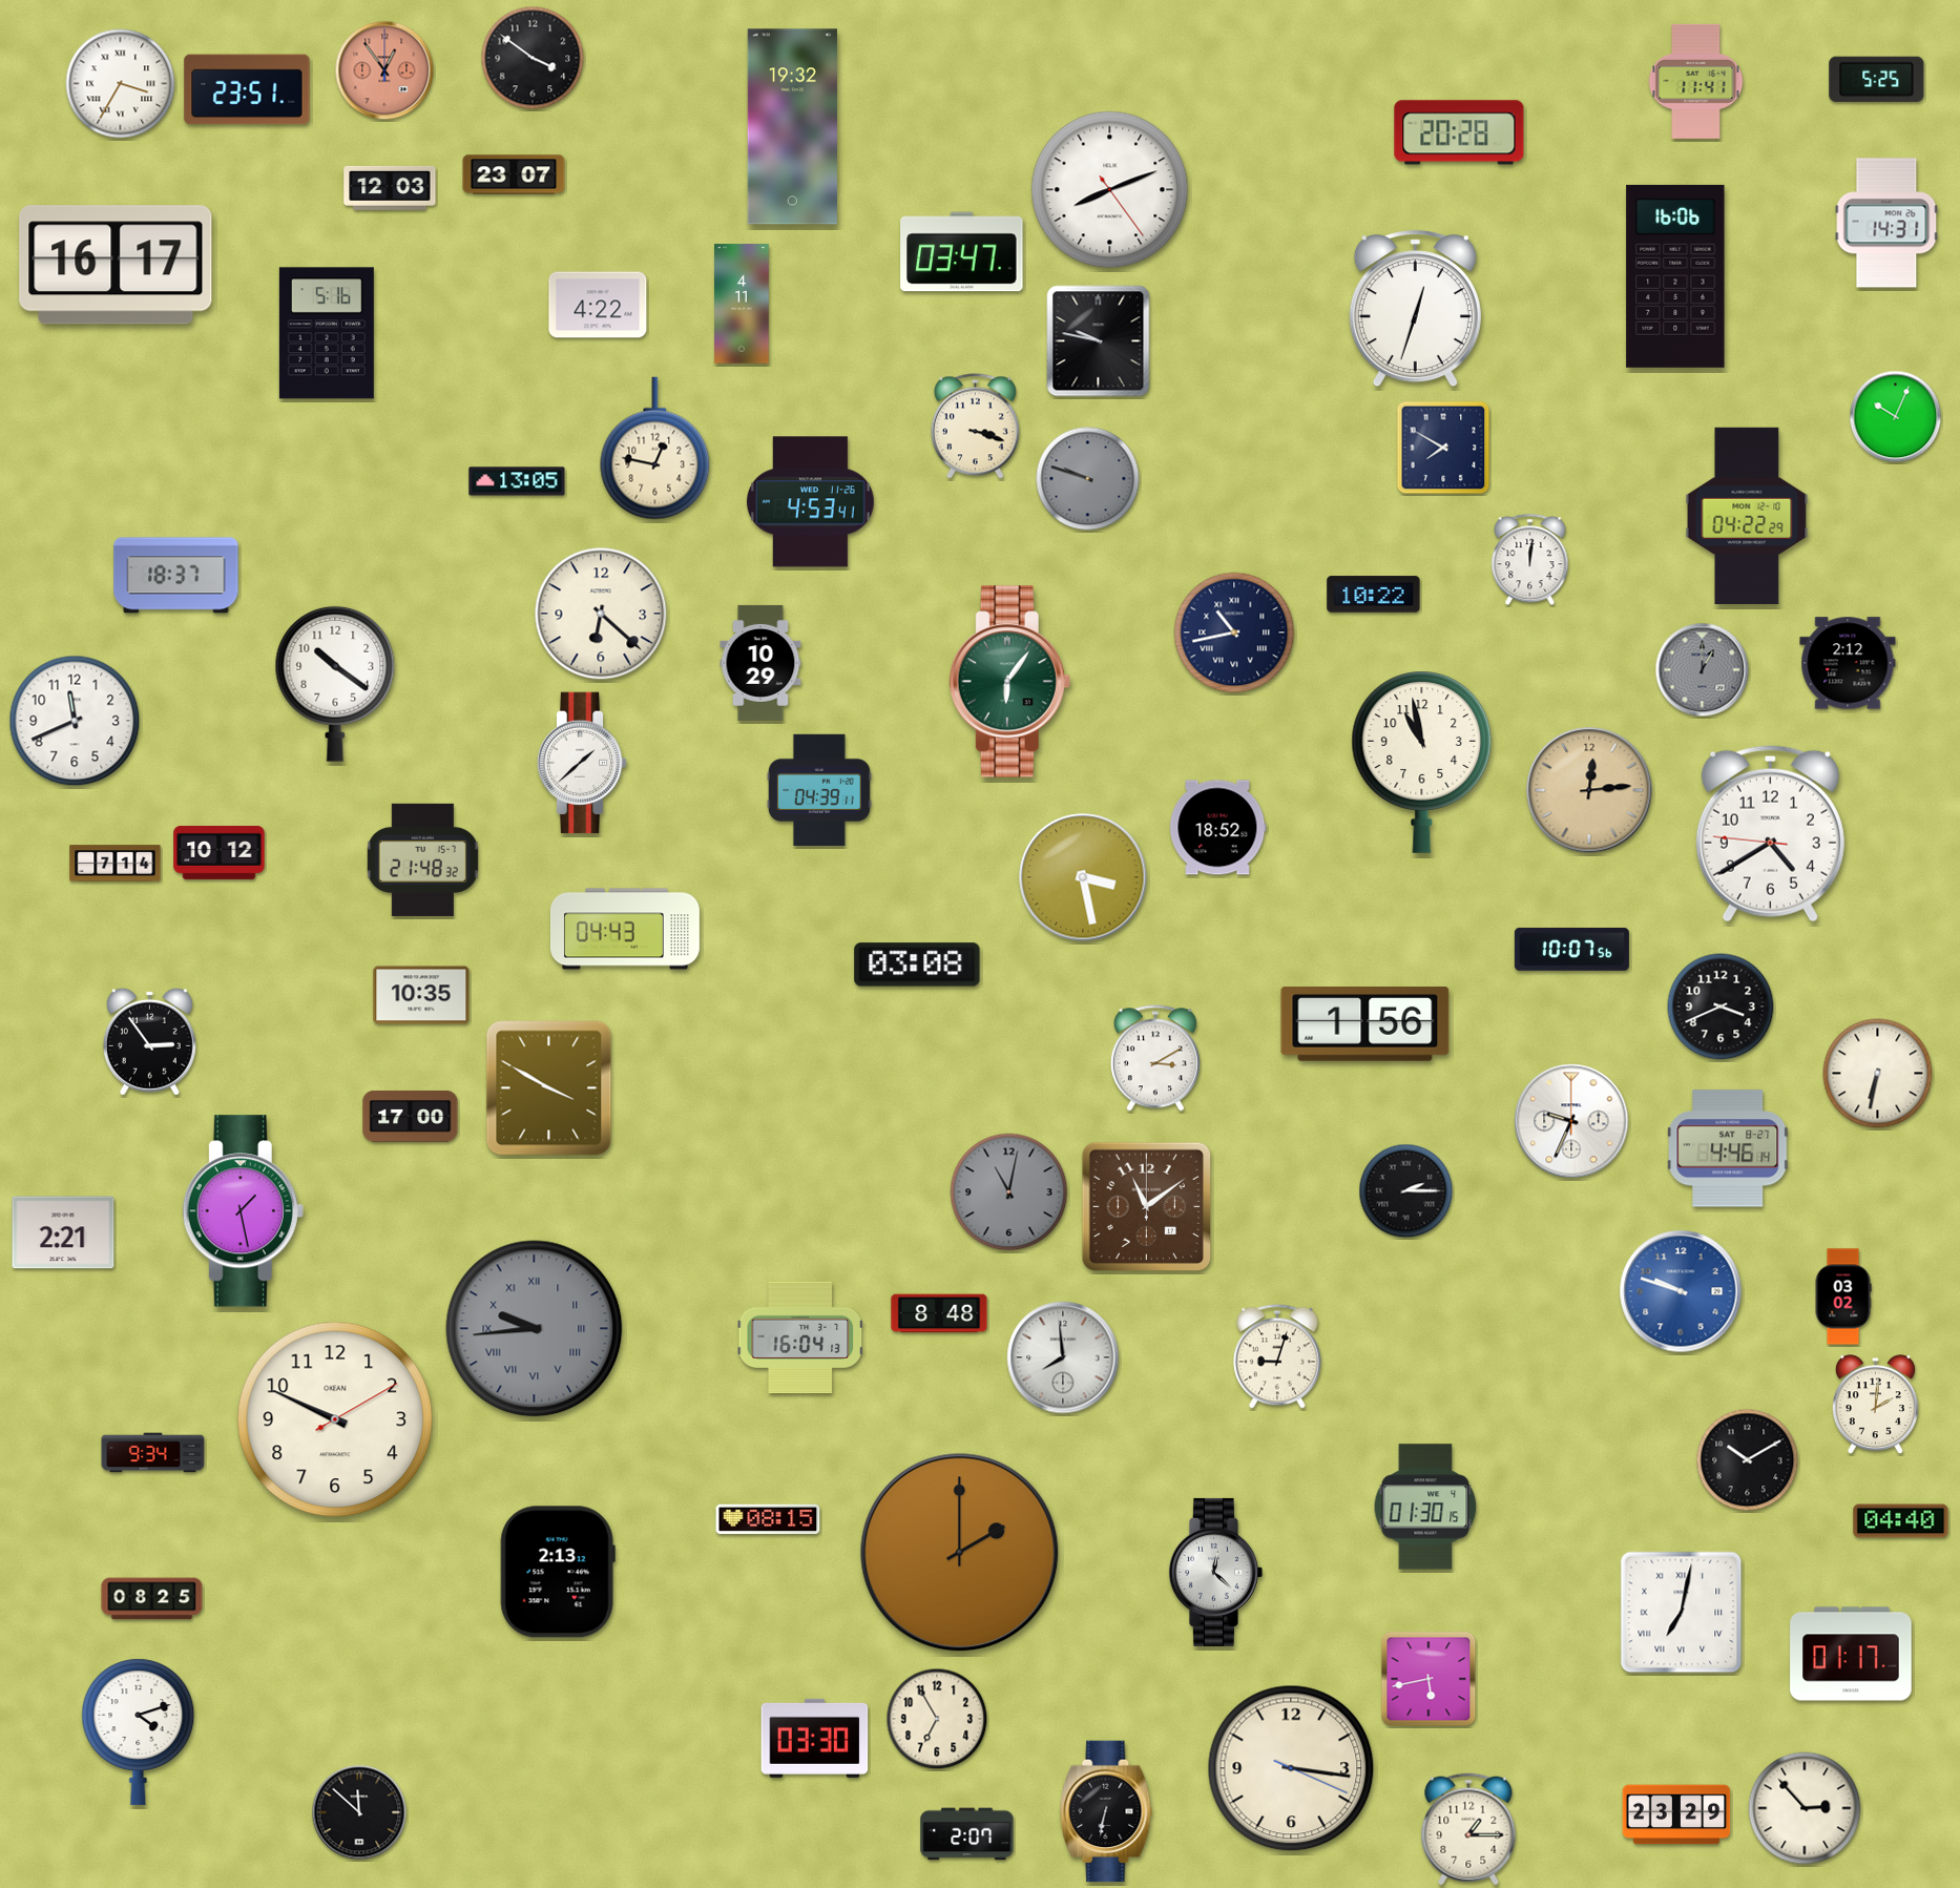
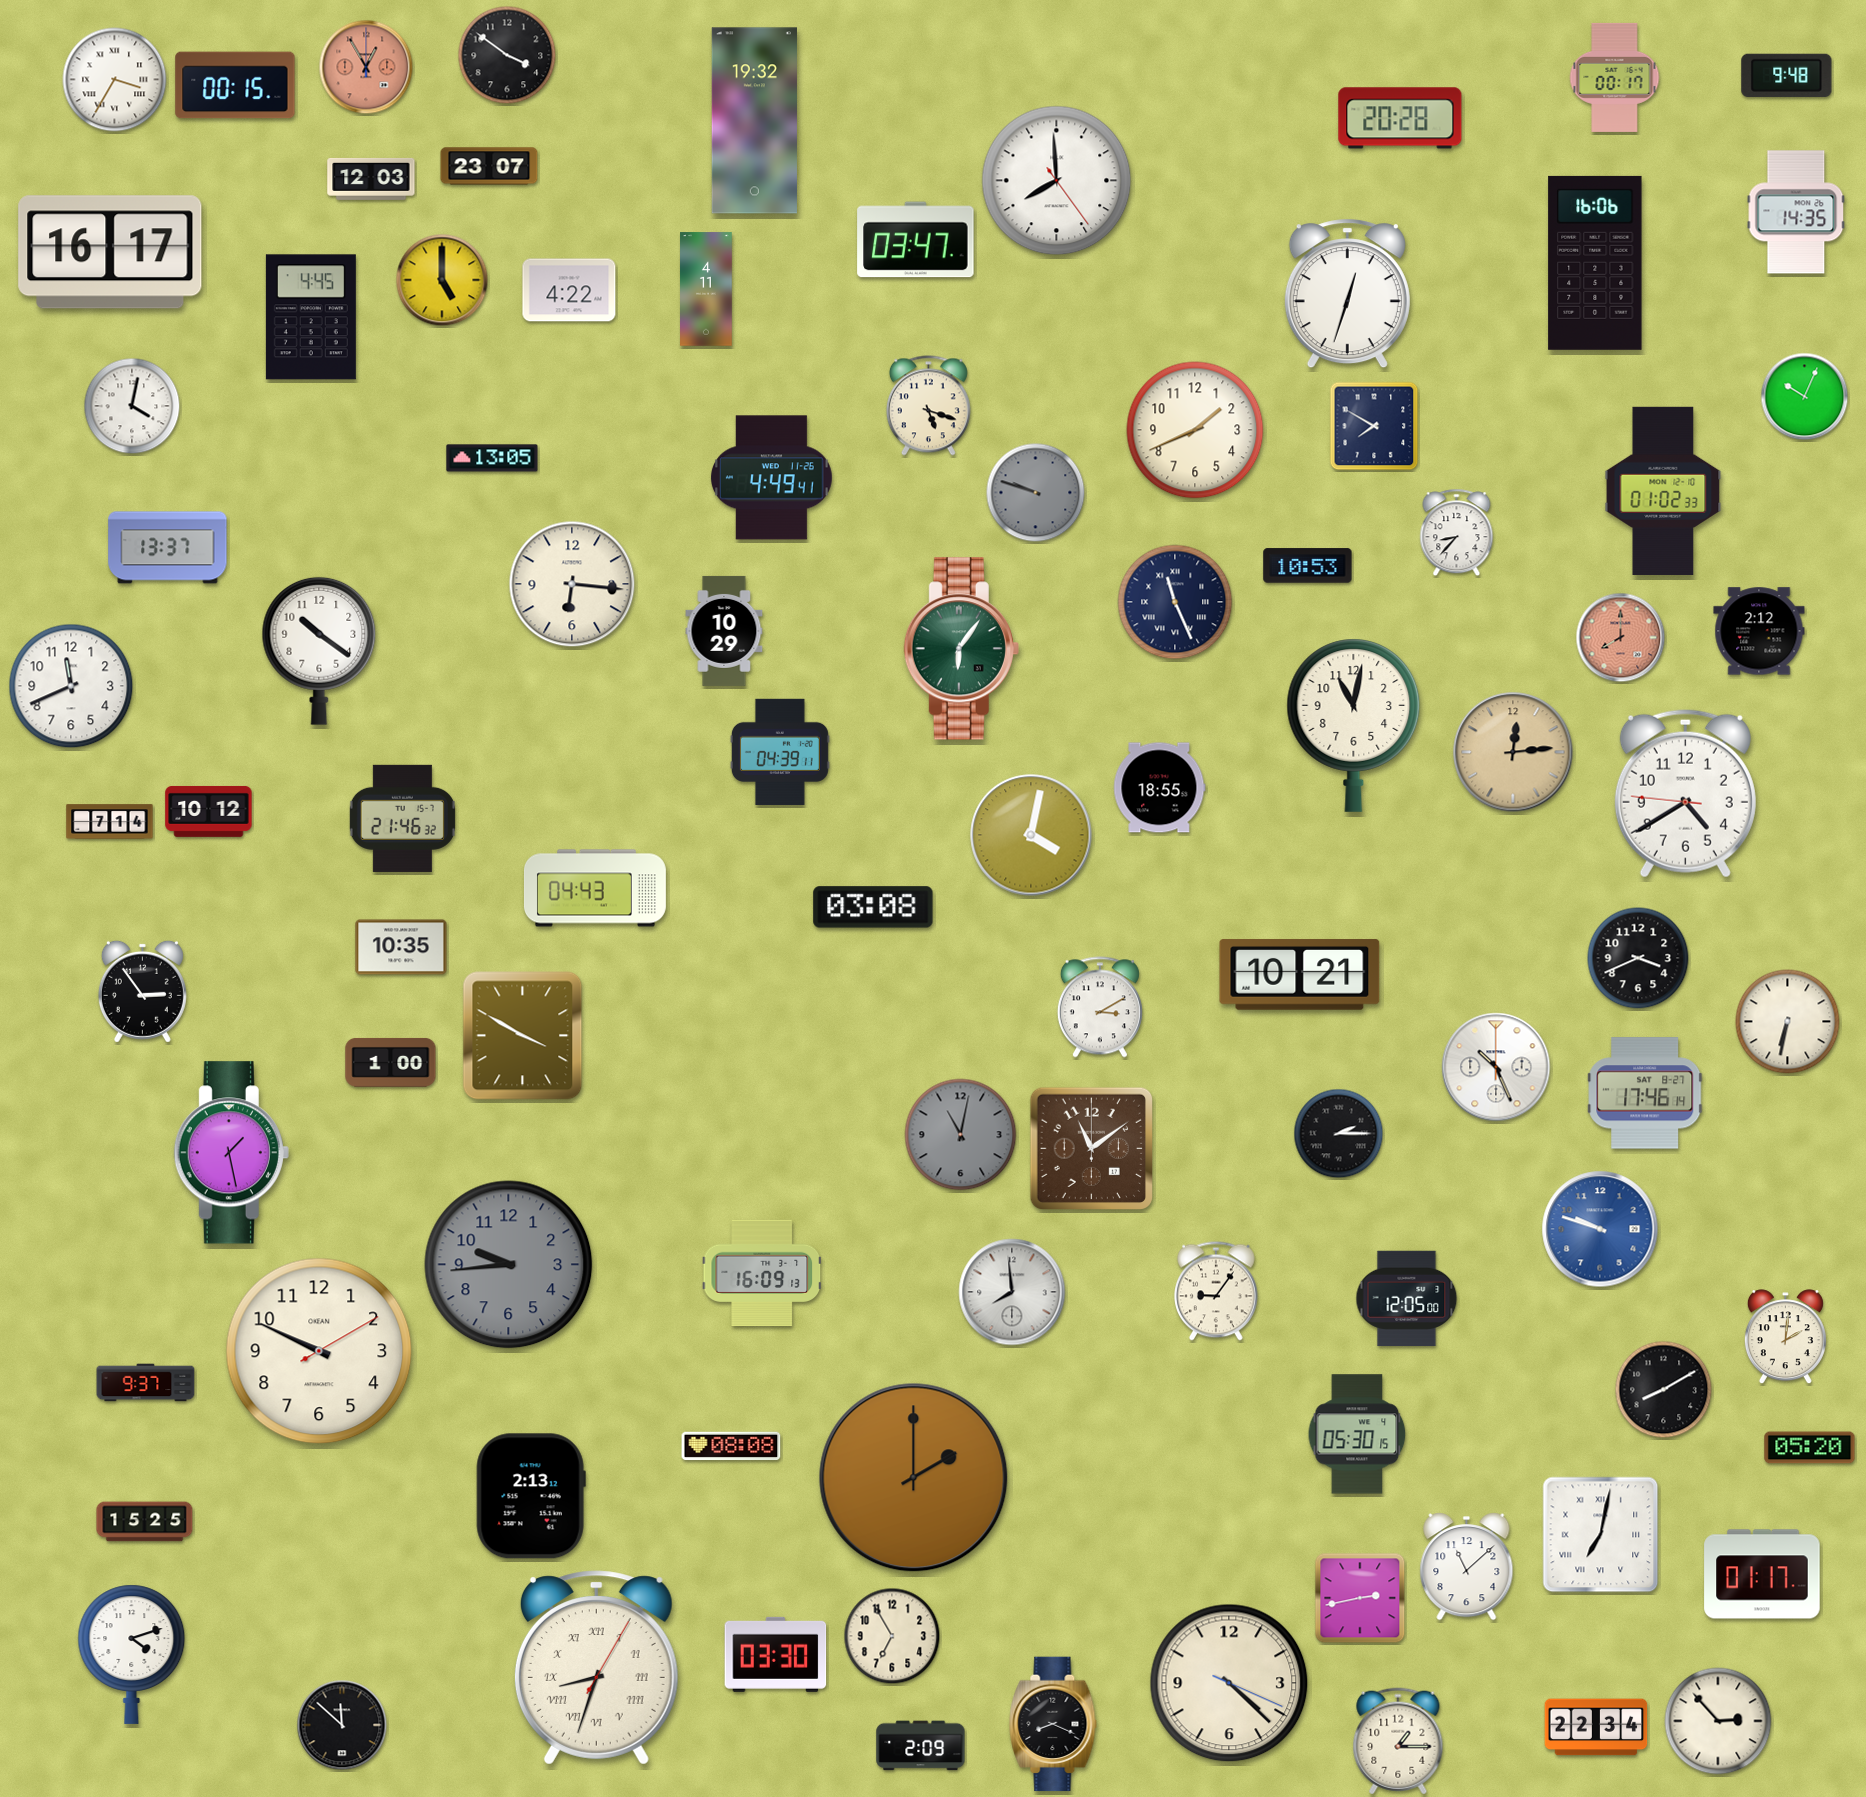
clock at (384, 70): 12:54 -> 12:55
clock at (1877, 79): 5:25 -> 9:48
clock at (1696, 81): 11:41 -> 00:17
clock at (247, 89): 23:51 -> 00:15
clock at (1459, 132) position: (1459, 132) -> (1400, 118)
clock at (1110, 190): 8:11 -> 7:59
clock at (1886, 223): 14:31 -> 14:35
clock at (442, 280): none -> 5:00
clock at (327, 333): 5:16 -> 4:45
clock at (1099, 341): 9:47 -> none
clock at (132, 406): none -> 4:02
clock at (975, 427): 3:18 -> 5:18
clock at (655, 449): 12:47 -> none
clock at (1195, 430): none -> 1:41
clock at (1088, 479) position: (1088, 479) -> (1036, 493)
clock at (810, 502): 4:53 -> 4:49
clock at (1747, 516): 04:22 -> 01:02
clock at (1530, 560): 12:01 -> 8:37
clock at (176, 576): 18:37 -> 13:37
clock at (1374, 595): 10:22 -> 10:53
clock at (601, 614): 6:22 -> 6:16
clock at (1234, 632): 10:43 -> 11:26
clock at (1703, 670): 1:00 -> 8:00
clock at (1703, 670) dial: grey -> salmon
clock at (1422, 762): 10:58 -> 11:02
clock at (582, 763): 1:38 -> none
clock at (1218, 828): 18:52 -> 18:55
clock at (422, 859): 21:48 -> 21:46
clock at (1083, 877): 3:28 -> 4:02
clock at (625, 929) position: (625, 929) -> (595, 888)
clock at (1571, 949): 10:07 -> none
clock at (917, 964) position: (917, 964) -> (873, 907)
clock at (1365, 1024): 1:56 -> 10:21
clock at (411, 1116): 17:00 -> 1:00
clock at (1571, 1121): 9:34 -> 10:26
clock at (1728, 1148): 4:46 -> 17:46
clock at (63, 1232): 2:21 -> none
clock at (1843, 1296): 03:02 -> none
clock at (939, 1313): 8:48 -> none
clock at (535, 1329) numerals: Roman -> Arabic
clock at (800, 1337): 16:04 -> 16:09
clock at (1278, 1356): 9:03 -> 9:06
clock at (1407, 1299): none -> 12:05
clock at (153, 1453): 9:34 -> 9:37
clock at (1748, 1460): 10:10 -> 8:10
clock at (1425, 1507): 01:30 -> 05:30
clock at (768, 1519): 08:15 -> 08:08
clock at (1901, 1521): 04:40 -> 05:20
clock at (1215, 1572): 12:22 -> none
clock at (152, 1599): 08:25 -> 15:25
clock at (1467, 1567): none -> 11:08
clock at (1429, 1679): 5:43 -> 2:43
clock at (139, 1731) position: (139, 1731) -> (132, 1654)
clock at (596, 1668): none -> 8:33
clock at (1291, 1768): 3:16 -> 4:22
clock at (1106, 1811): 6:32 -> 8:19
clock at (1676, 1814): 23:29 -> 22:34
clock at (967, 1834): 2:07 -> 2:09
